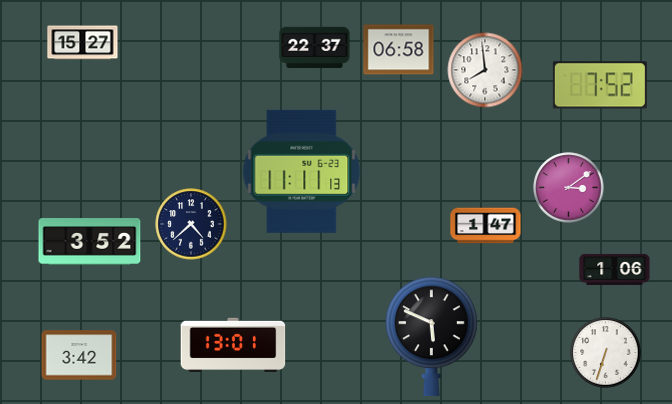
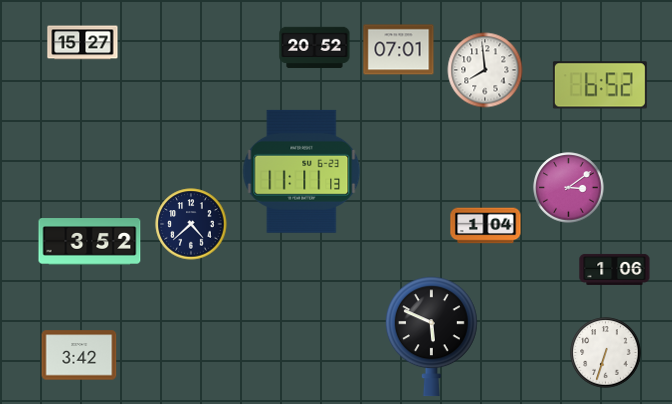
clock at (315, 48): 22:37 -> 20:52
clock at (399, 50): 06:58 -> 07:01
clock at (600, 85): 7:52 -> 6:52
clock at (486, 226): 1:47 -> 1:04
clock at (233, 344): 13:01 -> none
